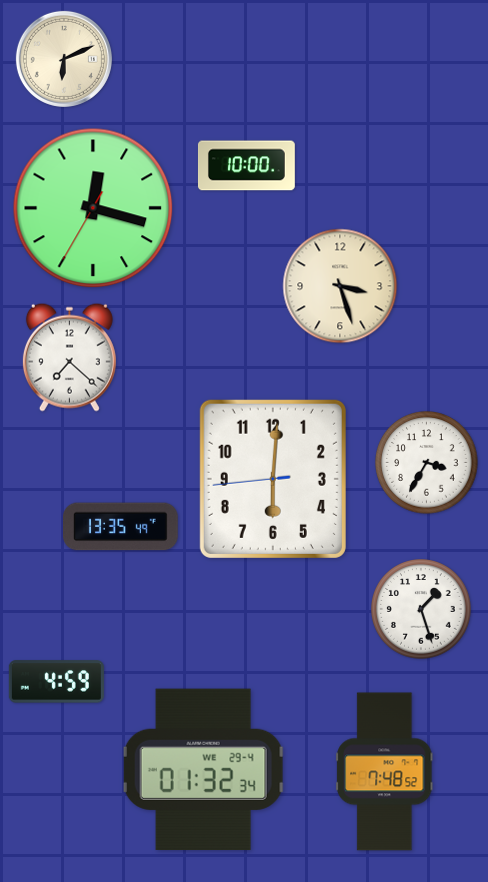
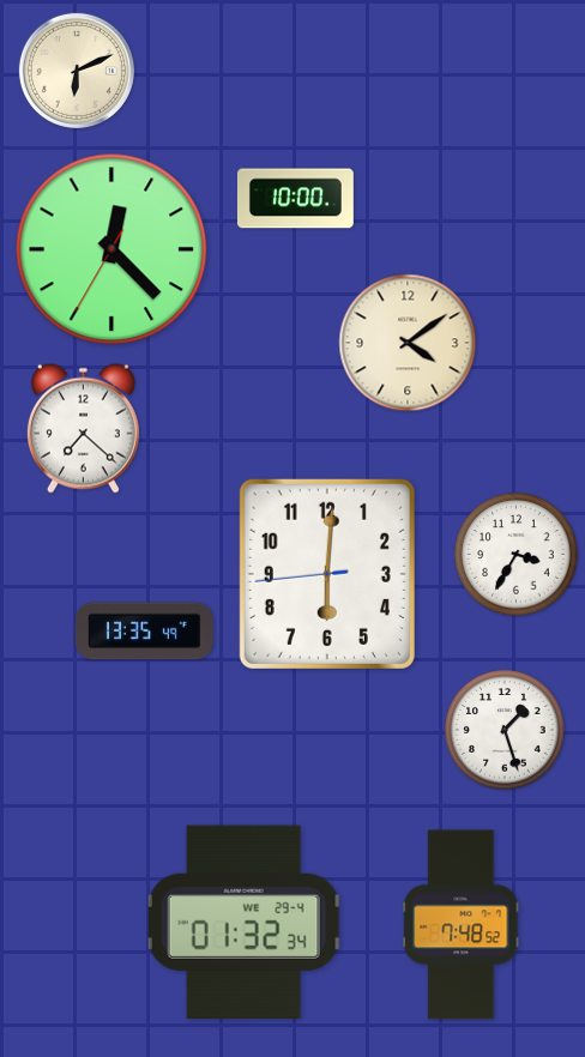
clock at (93, 208): 12:17 -> 12:22
clock at (340, 286): 3:27 -> 4:09
clock at (427, 463) position: (427, 463) -> (517, 555)
clock at (56, 682): 4:59 -> none
